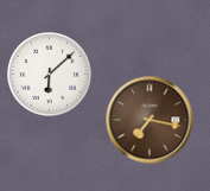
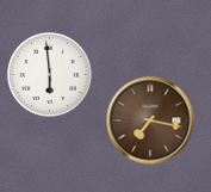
clock at (50, 75): 6:08 -> 5:59
